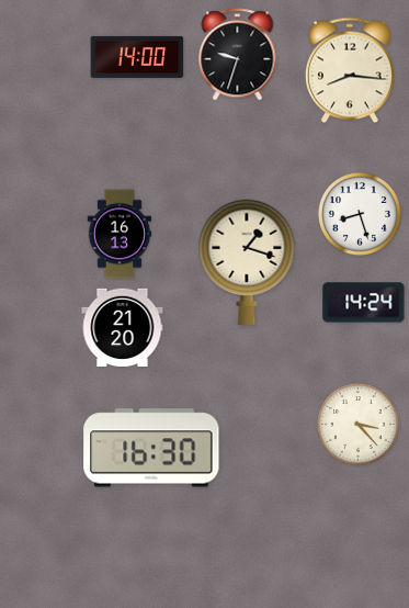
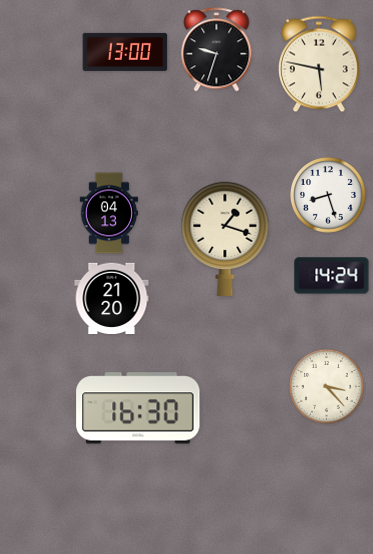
clock at (137, 57): 14:00 -> 13:00
clock at (350, 70): 8:16 -> 5:47
clock at (120, 234): 16:13 -> 04:13
